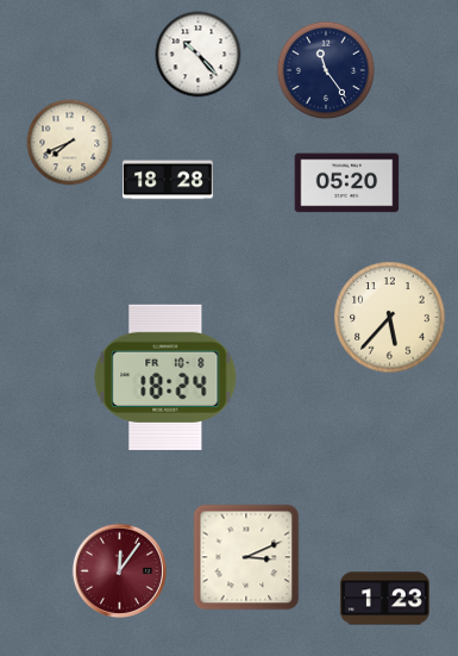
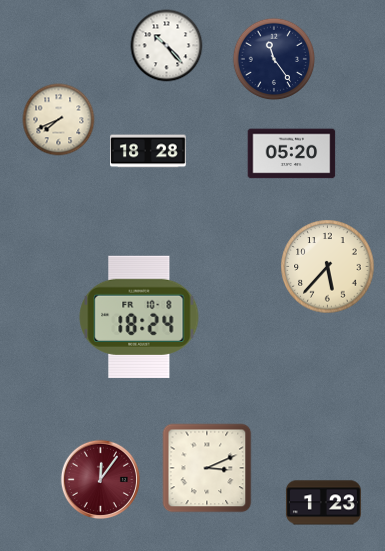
clock at (169, 180) position: (169, 180) -> (149, 151)
